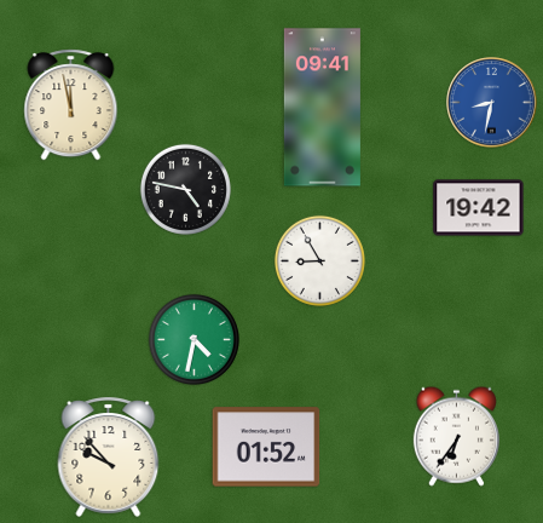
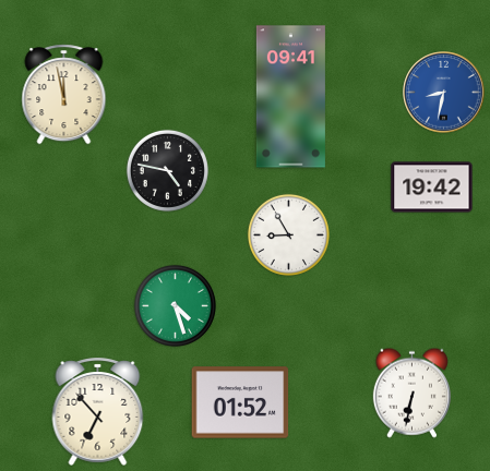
clock at (193, 339): 4:32 -> 4:27
clock at (456, 436): 6:36 -> 6:32
clock at (109, 456): 9:53 -> 6:53
